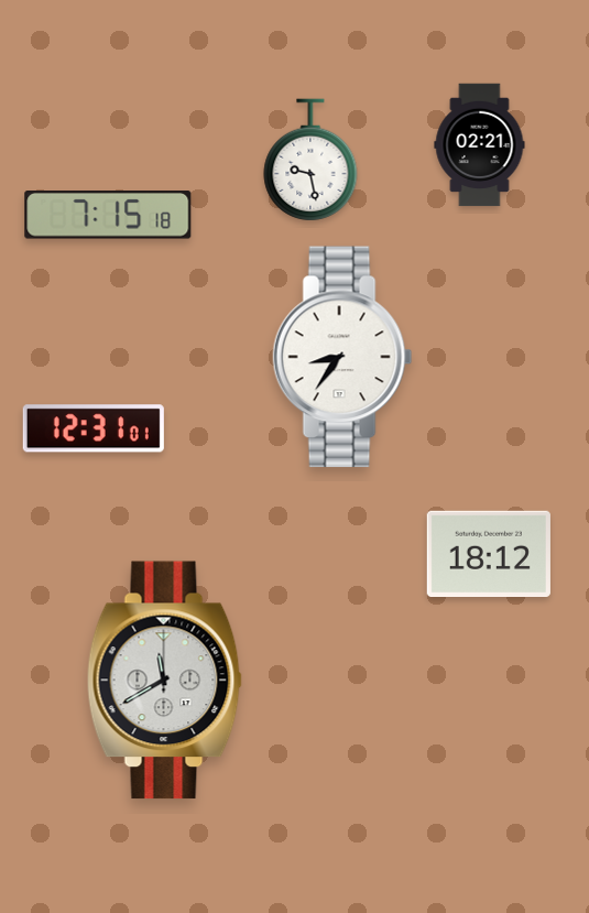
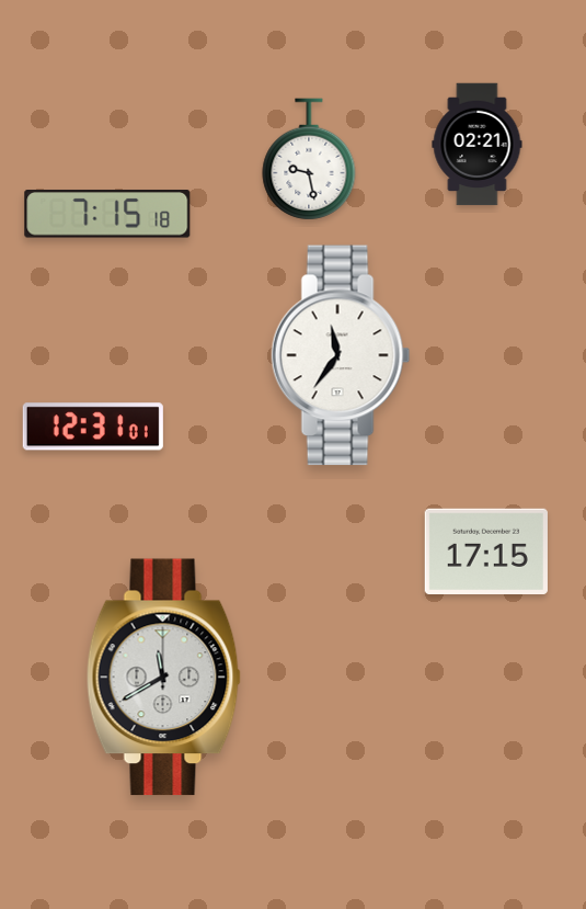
clock at (342, 357): 8:36 -> 11:36
clock at (489, 553): 18:12 -> 17:15
